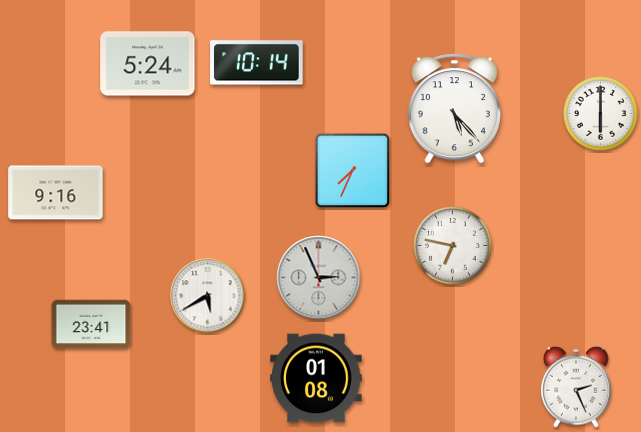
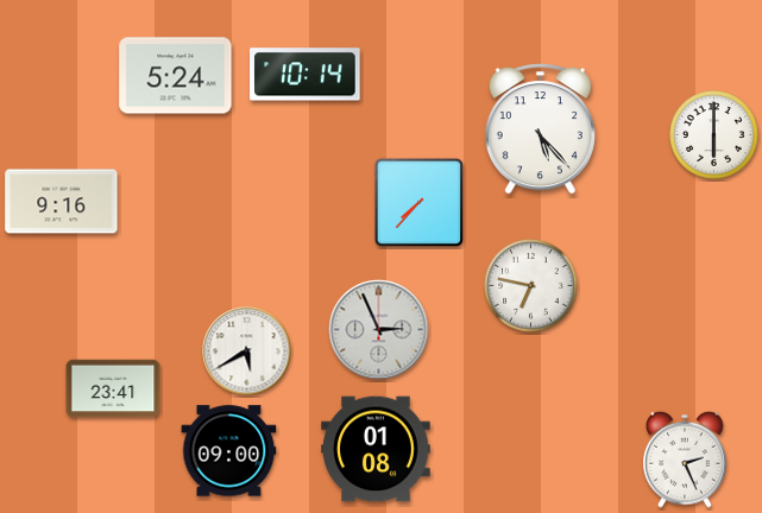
clock at (353, 171): 7:34 -> 7:37
clock at (56, 193) position: (56, 193) -> (62, 202)
clock at (453, 246) position: (453, 246) -> (531, 286)
clock at (91, 324) position: (91, 324) -> (113, 388)
clock at (229, 451): none -> 09:00
